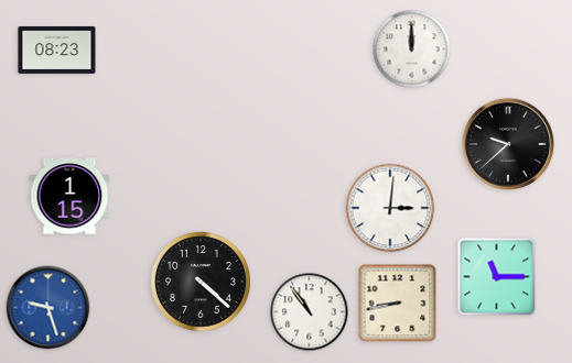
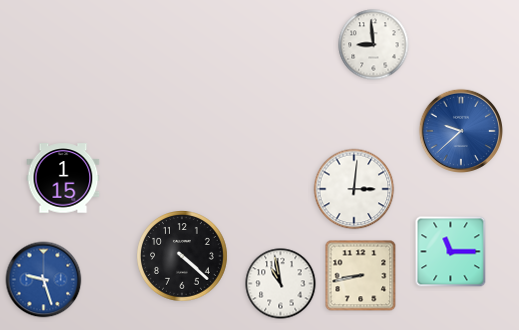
clock at (57, 50): 08:23 -> none
clock at (412, 50): 12:00 -> 8:59
clock at (507, 143) dial: black -> blue
clock at (310, 312): 10:54 -> 10:58
